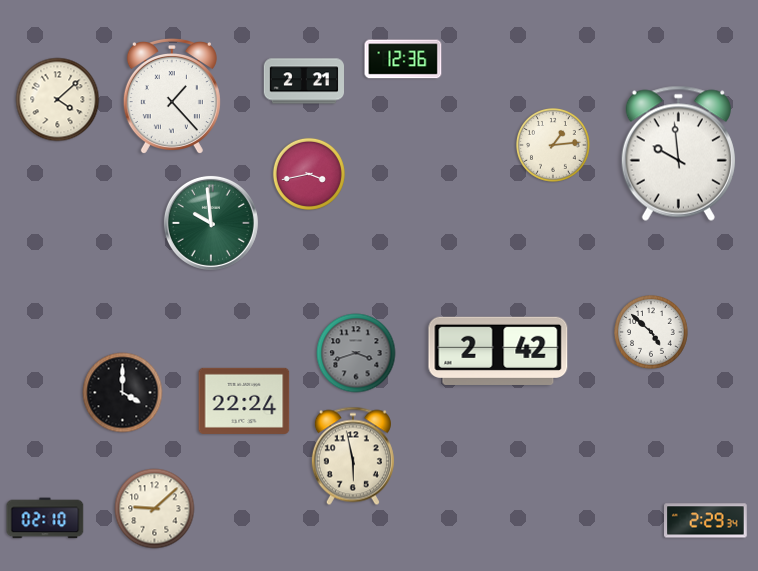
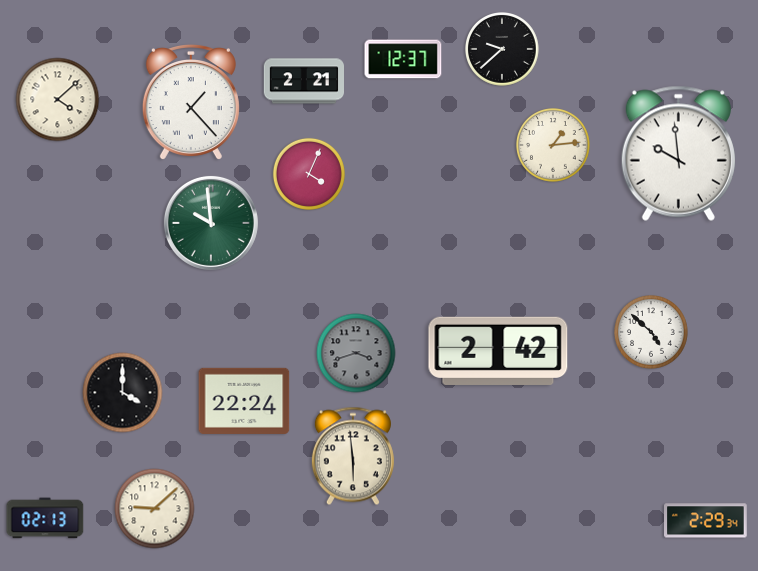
clock at (503, 50): none -> 9:38
clock at (403, 59): 12:36 -> 12:37
clock at (172, 97) position: (172, 97) -> (191, 103)
clock at (309, 174): 3:43 -> 4:04
clock at (353, 456): 5:58 -> 5:59
clock at (45, 518): 02:10 -> 02:13
